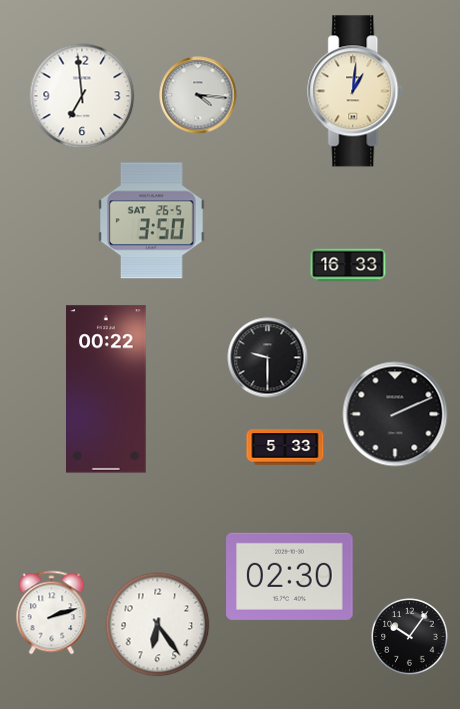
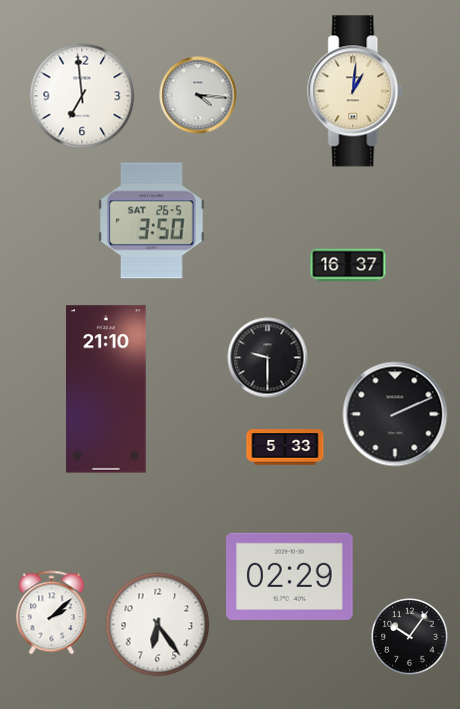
clock at (348, 265): 16:33 -> 16:37
clock at (107, 389): 00:22 -> 21:10
clock at (290, 576): 02:30 -> 02:29
clock at (52, 613): 2:12 -> 2:08
